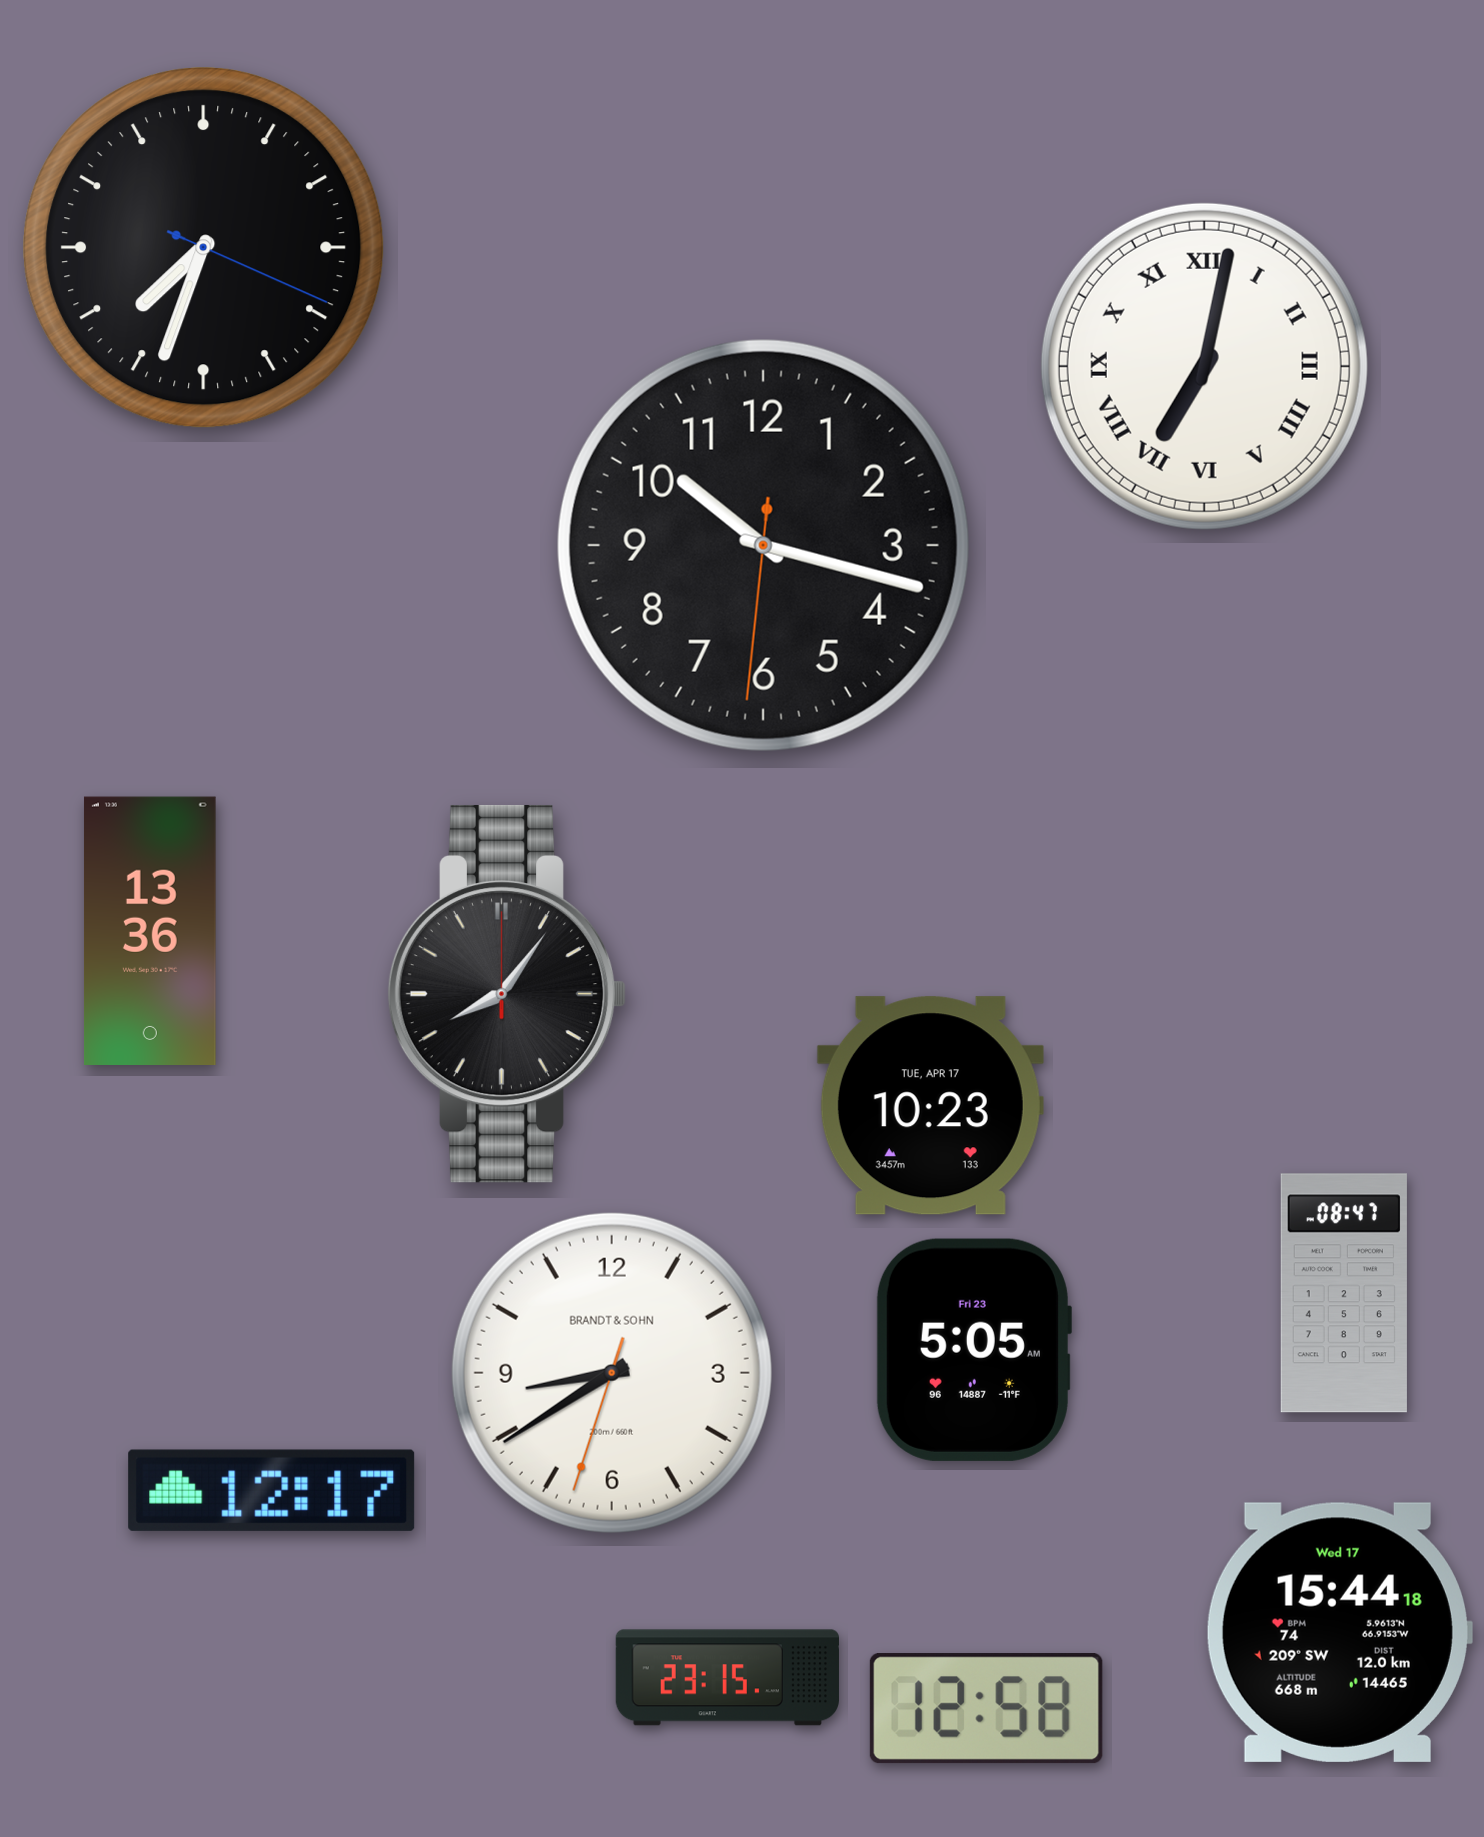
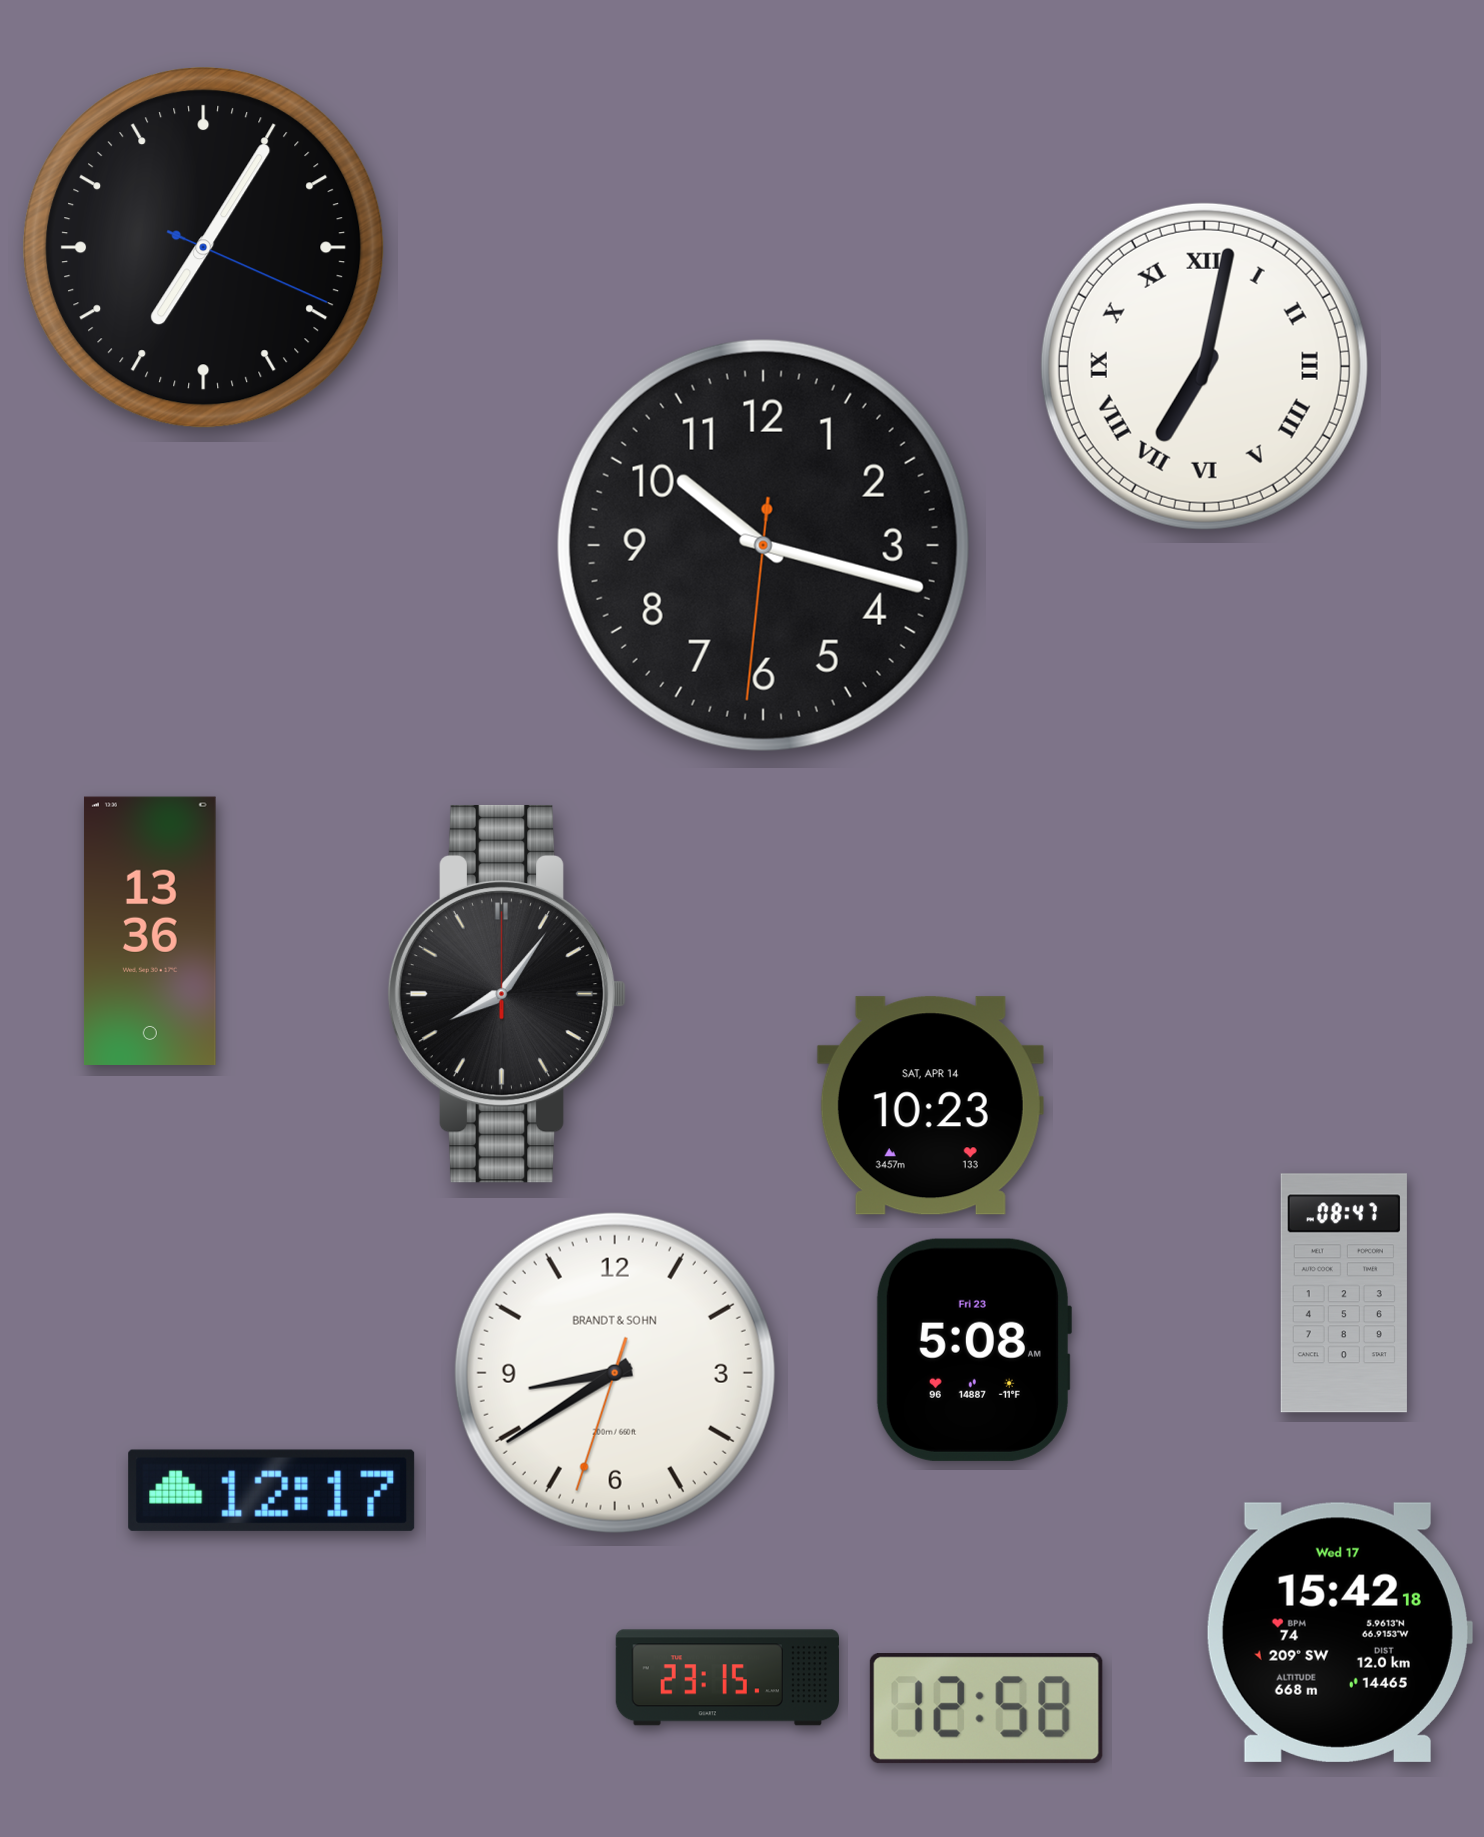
clock at (204, 248): 7:33 -> 7:05
clock at (930, 1106) date: TUE, APR 17 -> SAT, APR 14
clock at (973, 1350): 5:05 -> 5:08
clock at (612, 1373) position: (612, 1373) -> (615, 1373)
clock at (1339, 1632): 15:44 -> 15:42
